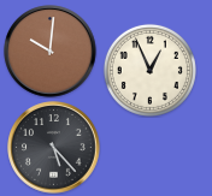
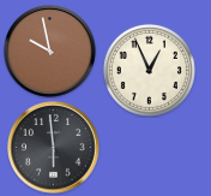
clock at (51, 52): 10:01 -> 9:58
clock at (54, 148): 5:23 -> 5:59
